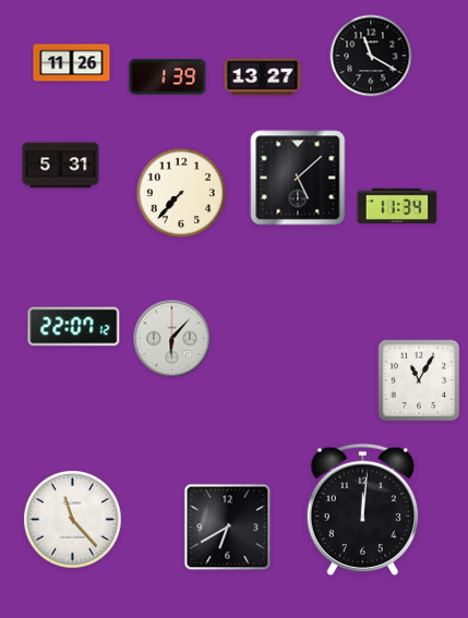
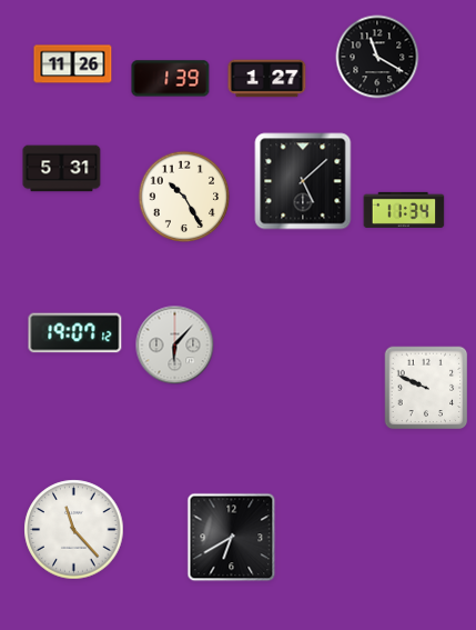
clock at (263, 77): 13:27 -> 1:27
clock at (181, 193): 7:37 -> 10:25
clock at (74, 327): 22:07 -> 19:07
clock at (419, 380): 11:05 -> 9:49
clock at (363, 510): 12:01 -> none
